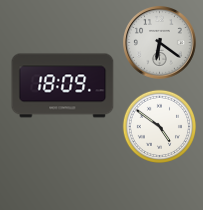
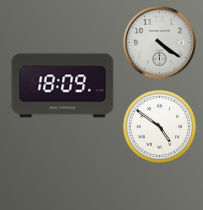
clock at (160, 43): 6:21 -> 4:21
